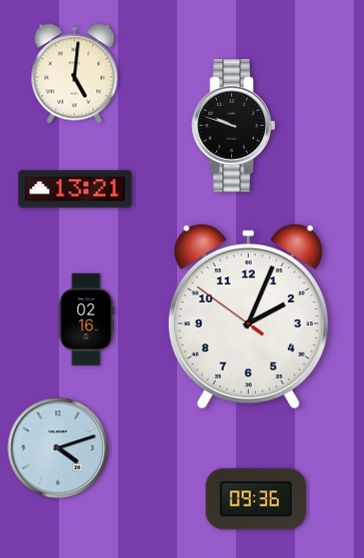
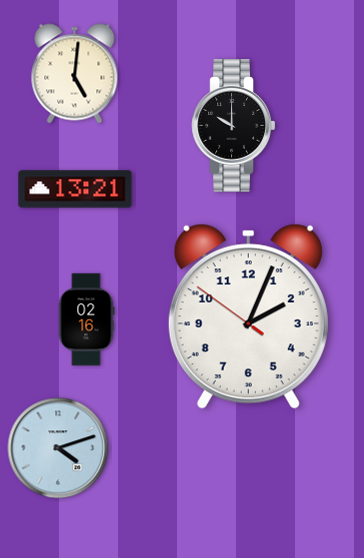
clock at (234, 126): 9:48 -> 10:00
clock at (255, 499): 09:36 -> none
